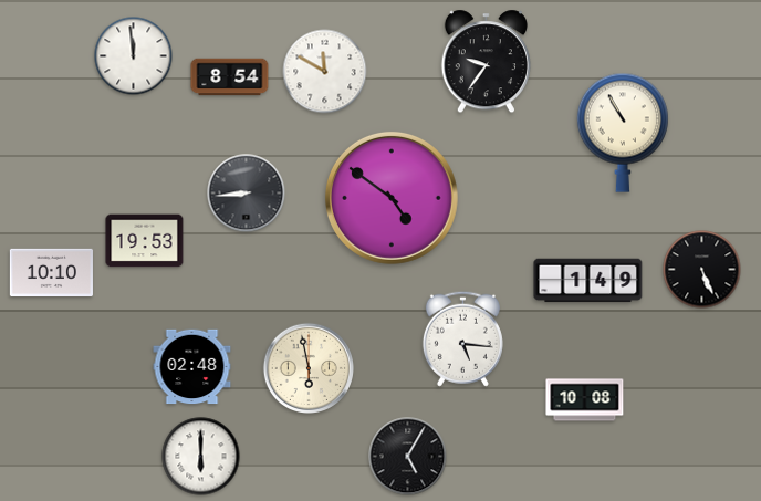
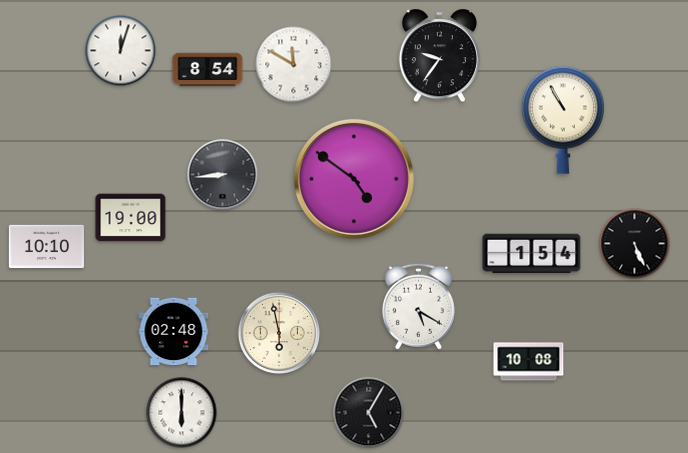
clock at (134, 56): 11:59 -> 12:03
clock at (145, 241): 19:53 -> 19:00
clock at (588, 281): 1:49 -> 1:54
clock at (462, 338): 5:16 -> 5:20
